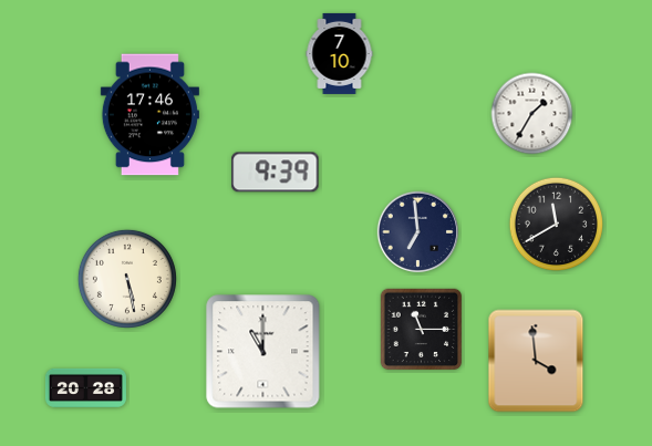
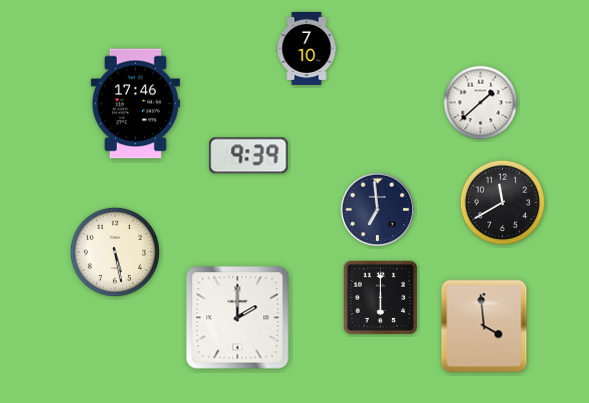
clock at (532, 114): 1:35 -> 1:38
clock at (422, 330): 11:15 -> 6:00
clock at (263, 352): 11:00 -> 2:00
clock at (85, 387): 20:28 -> none
